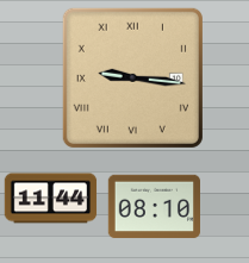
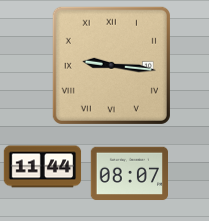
clock at (154, 207): 08:10 -> 08:07
